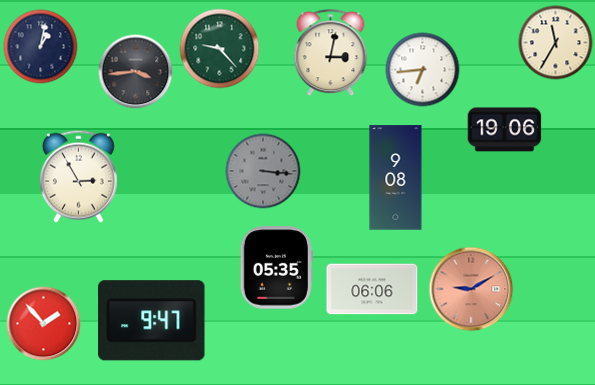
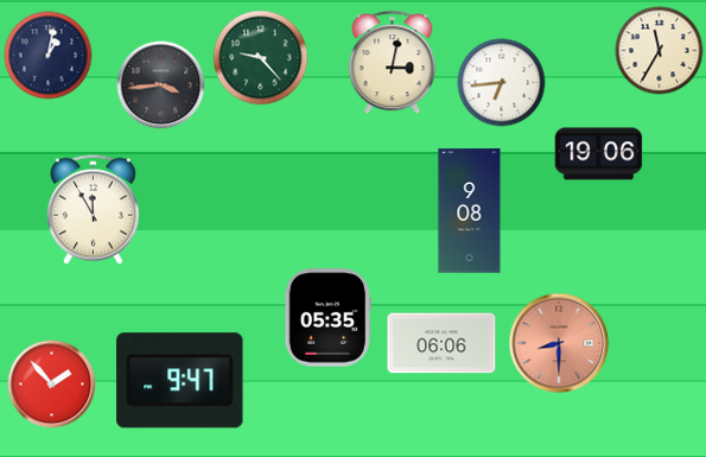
clock at (263, 171): 3:16 -> none
clock at (78, 176): 2:55 -> 11:55
clock at (471, 289): 9:10 -> 8:30
